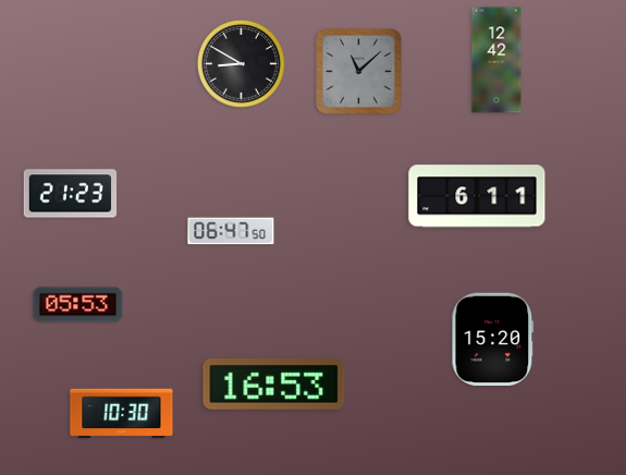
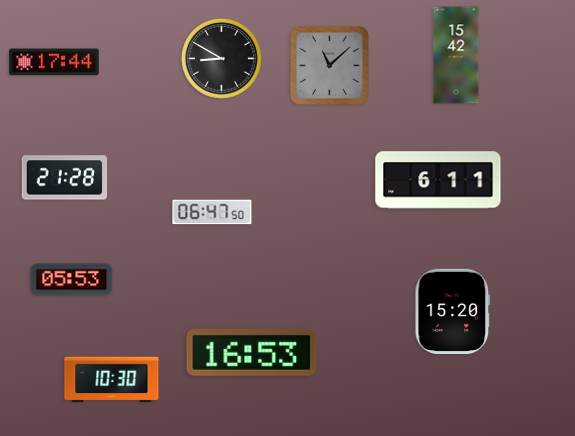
clock at (496, 60): 12:42 -> 15:42
clock at (54, 62): none -> 17:44
clock at (71, 194): 21:23 -> 21:28
